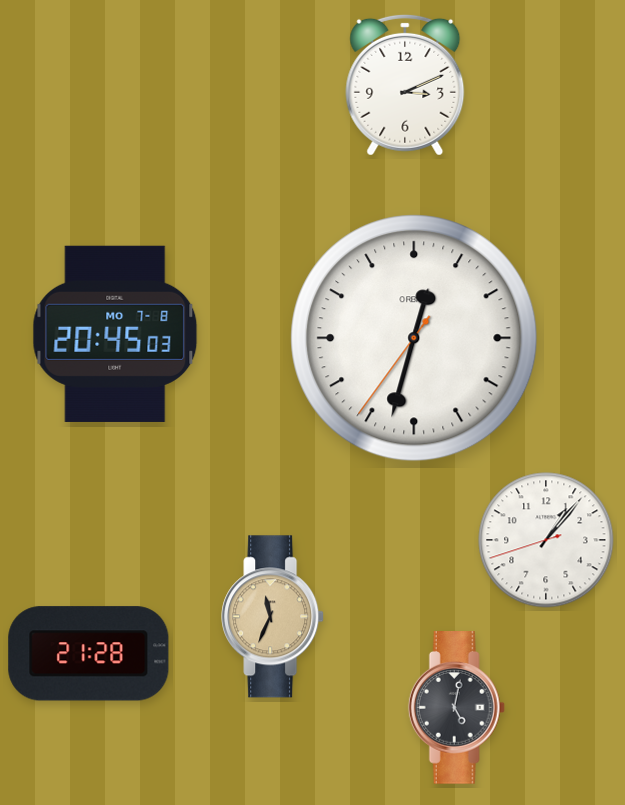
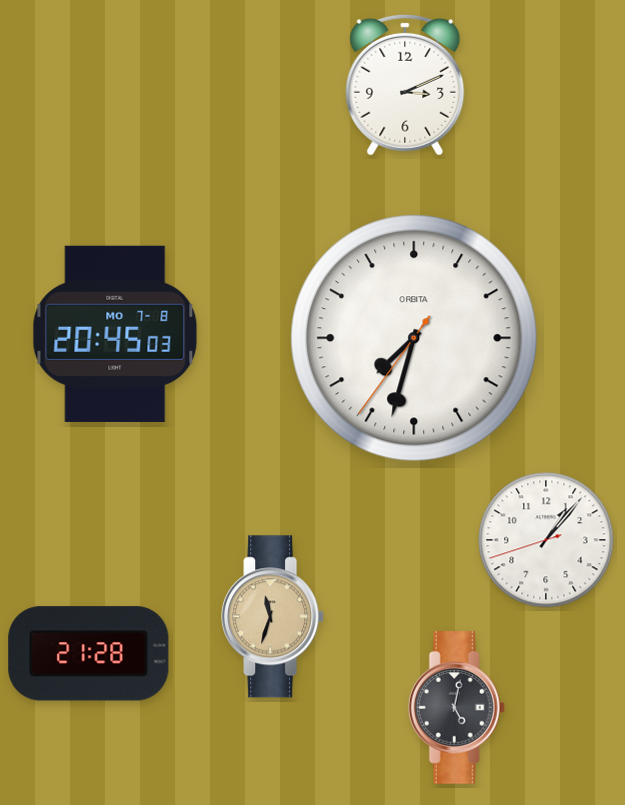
clock at (414, 338): 12:32 -> 7:32
clock at (273, 617): 11:34 -> 11:33
